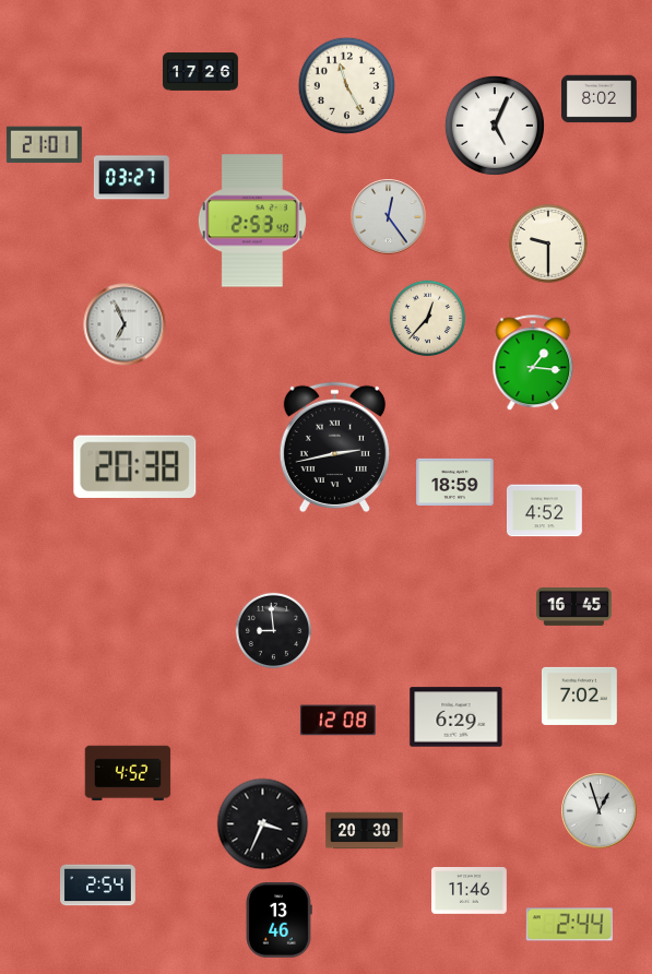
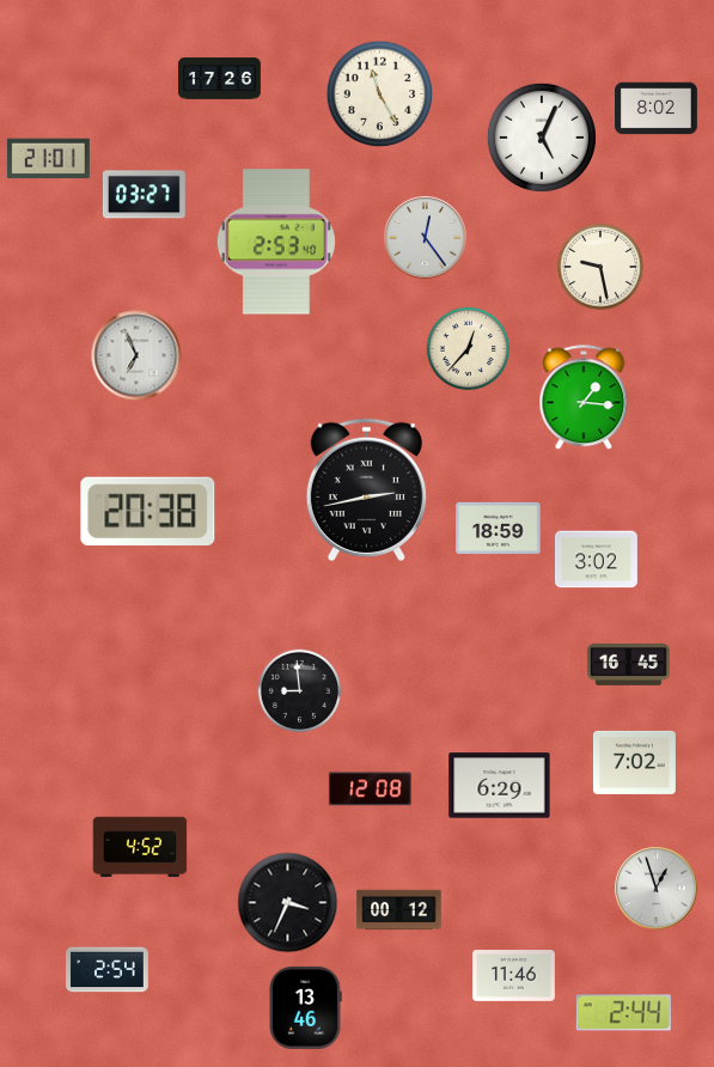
clock at (548, 243): 9:30 -> 9:28
clock at (545, 511): 4:52 -> 3:02
clock at (365, 831): 20:30 -> 00:12
